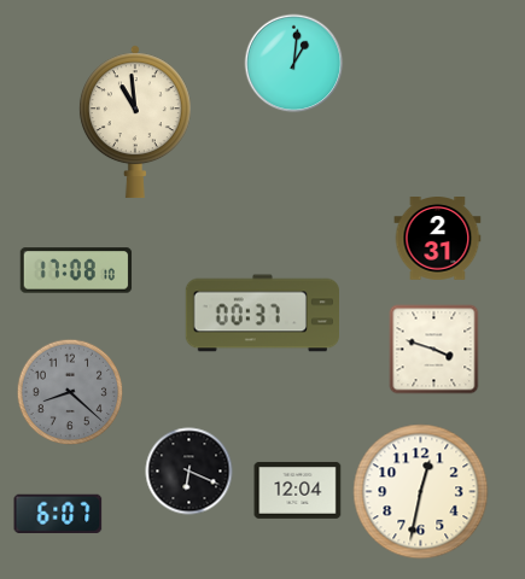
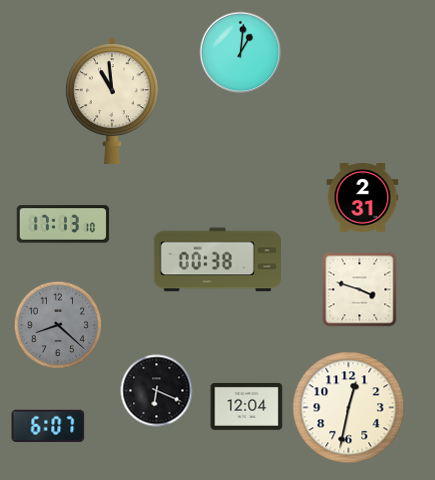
clock at (294, 64) position: (294, 64) -> (241, 53)
clock at (76, 270): 17:08 -> 17:13
clock at (262, 314): 00:37 -> 00:38
